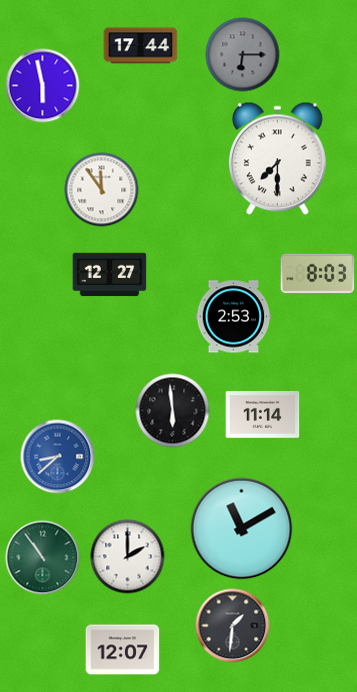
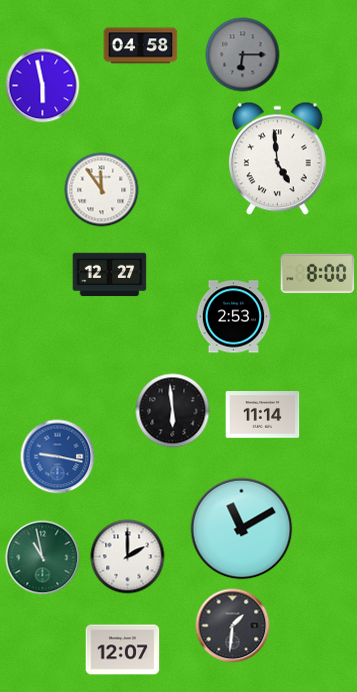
clock at (141, 46): 17:44 -> 04:58
clock at (277, 159): 7:30 -> 4:59
clock at (318, 274): 8:03 -> 8:00
clock at (58, 457): 8:38 -> 9:17
clock at (43, 558): 10:54 -> 10:58
